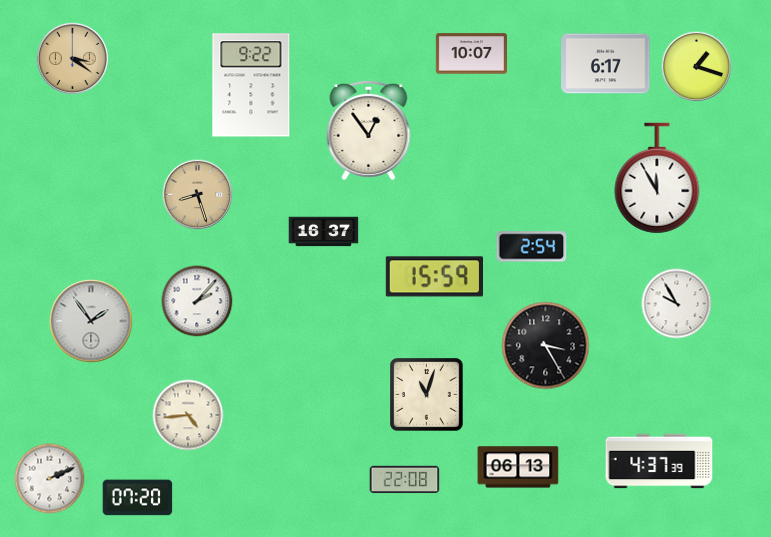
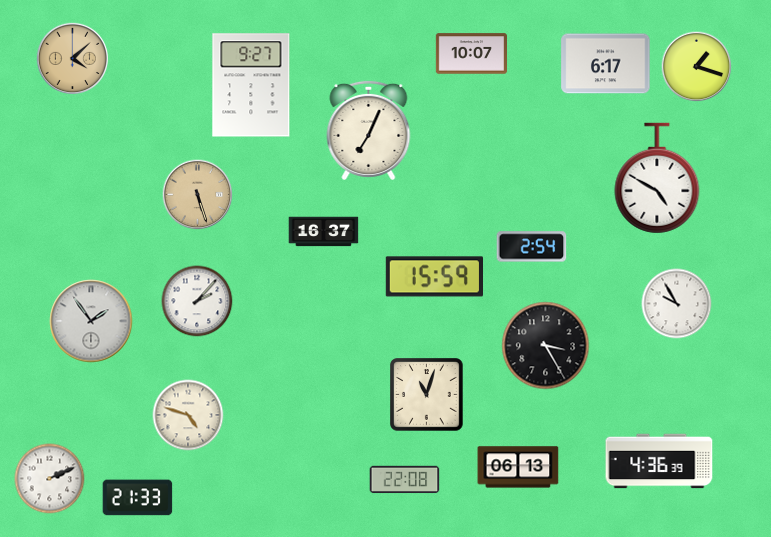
clock at (73, 59): 3:21 -> 4:08
clock at (251, 85): 9:22 -> 9:27
clock at (369, 130): 12:54 -> 7:04
clock at (657, 178): 11:55 -> 4:50
clock at (198, 195): 8:27 -> 5:27
clock at (188, 415): 4:44 -> 4:48
clock at (659, 461): 4:37 -> 4:36
clock at (138, 498): 07:20 -> 21:33
